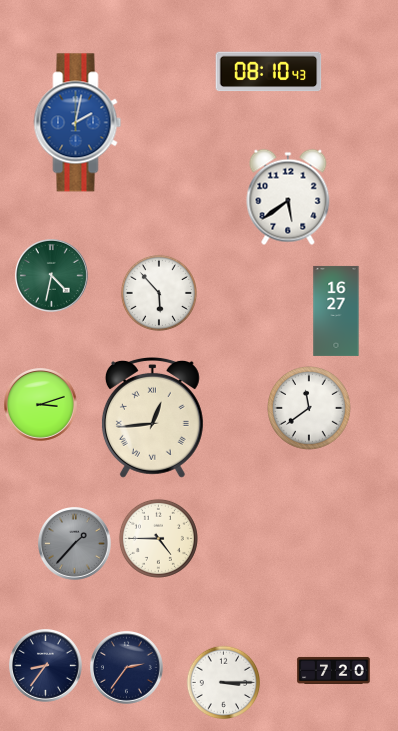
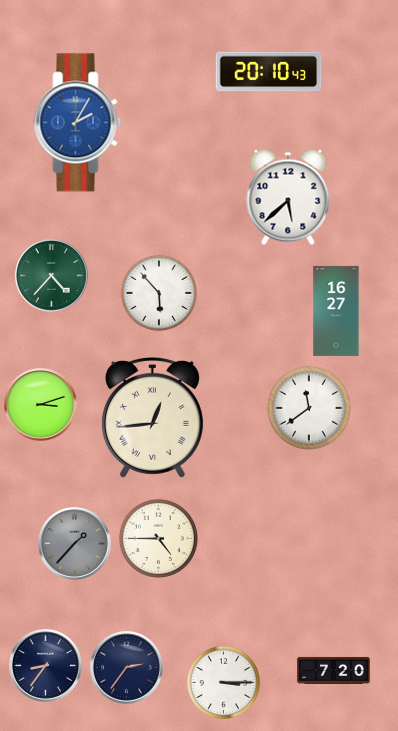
clock at (269, 72): 08:10 -> 20:10
clock at (78, 123): 2:02 -> 2:05
clock at (288, 197): 5:39 -> 5:38
clock at (52, 276): 4:32 -> 4:37
